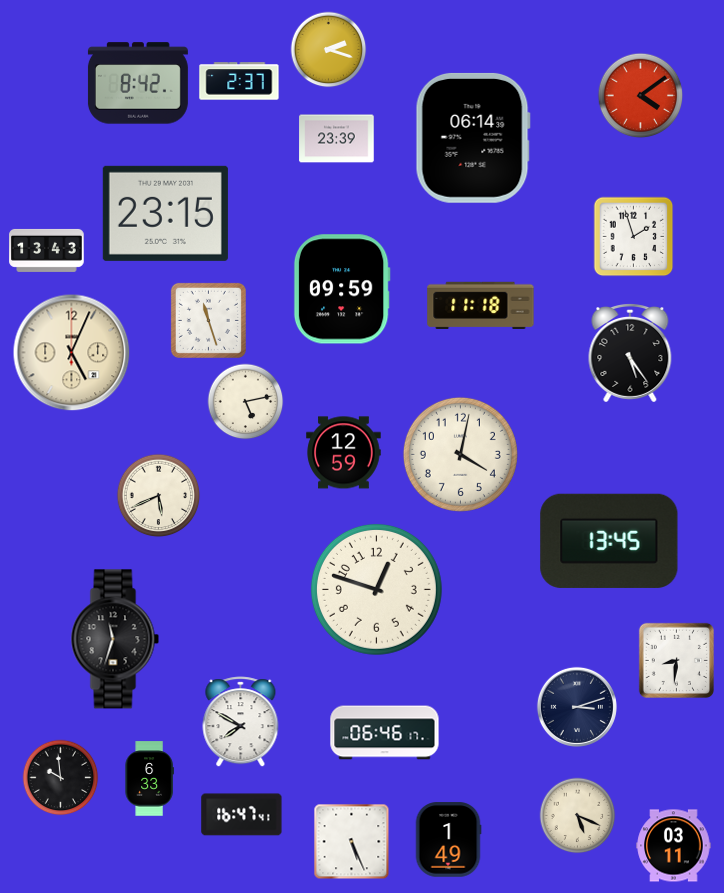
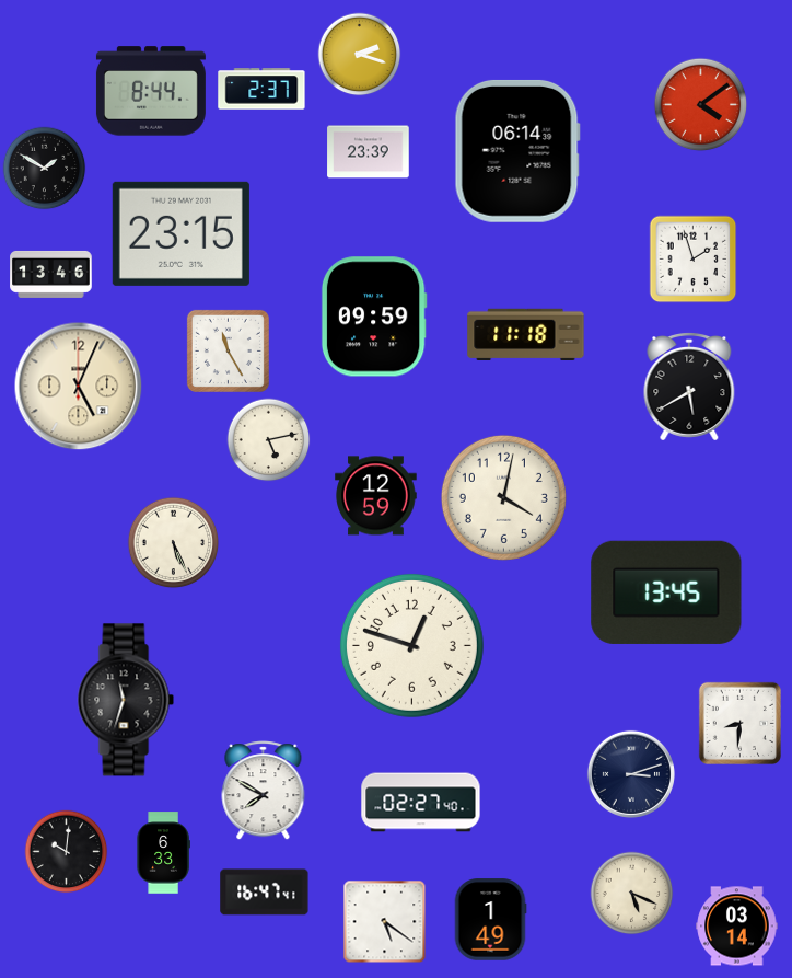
clock at (138, 83): 8:42 -> 8:44
clock at (45, 169): none -> 1:50
clock at (47, 250): 13:43 -> 13:46
clock at (208, 320): 11:27 -> 11:25
clock at (630, 354): 5:24 -> 5:40
clock at (159, 496): 5:41 -> 5:26
clock at (385, 733): 06:46 -> 02:27
clock at (61, 778): 9:59 -> 10:01
clock at (352, 842): 5:26 -> 5:21
clock at (674, 846): 03:11 -> 03:14
